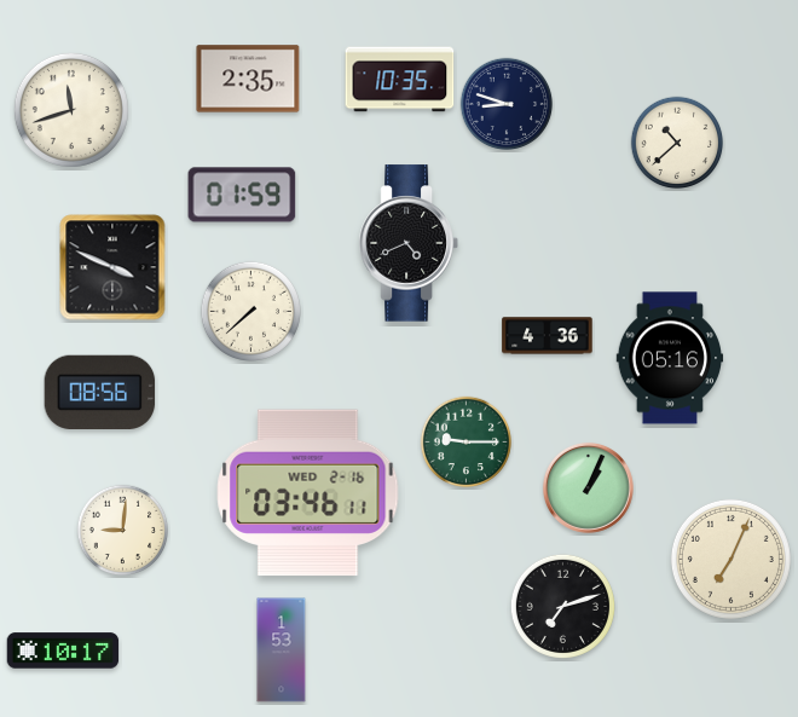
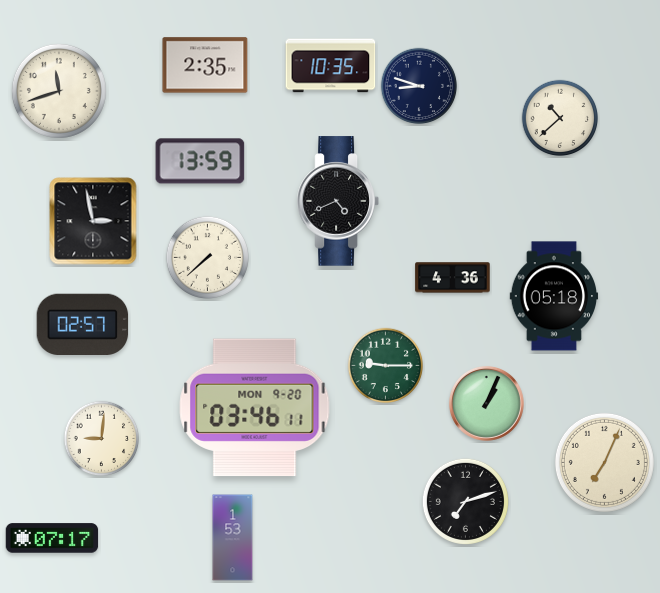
clock at (242, 195): 01:59 -> 13:59
clock at (112, 267): 3:49 -> 2:58
clock at (670, 358): 05:16 -> 05:18
clock at (100, 392): 08:56 -> 02:57
clock at (308, 493) date: WED 2-16 -> MON 9-20
clock at (63, 650): 10:17 -> 07:17
